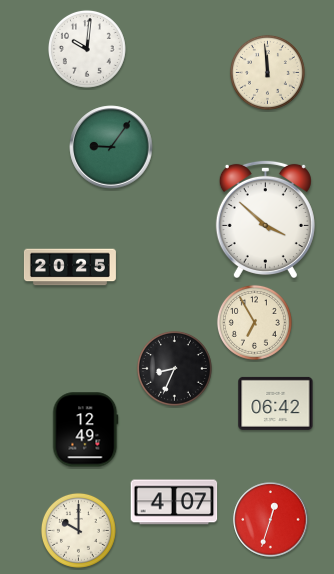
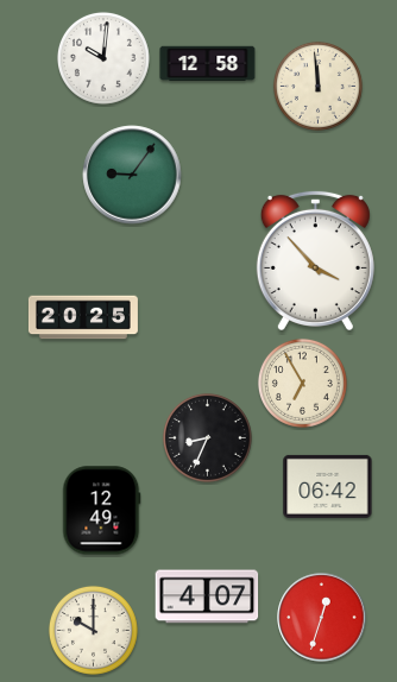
clock at (208, 64): none -> 12:58
clock at (265, 219): 3:52 -> 3:53
clock at (276, 403) position: (276, 403) -> (328, 486)
